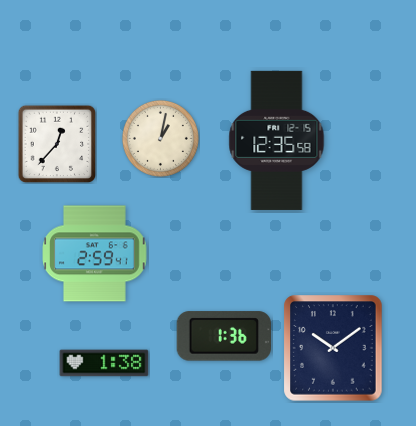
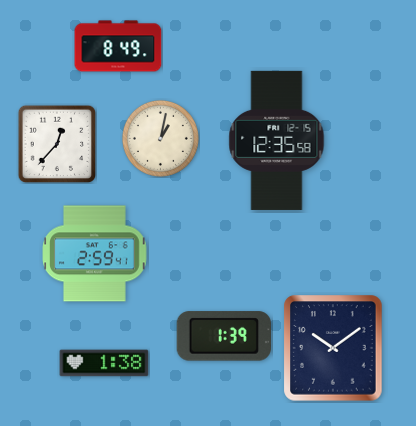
clock at (118, 46): none -> 8:49
clock at (223, 336): 1:36 -> 1:39
